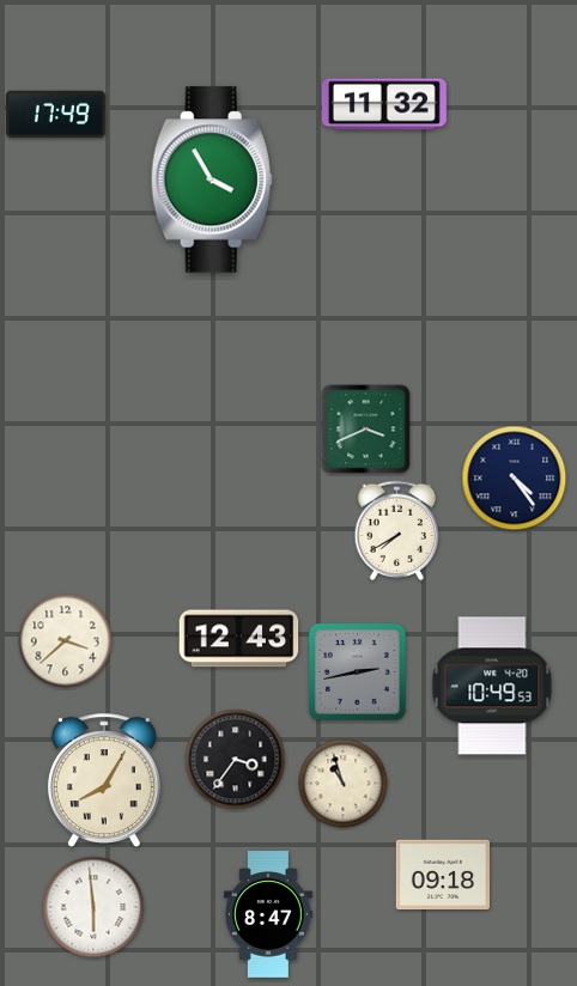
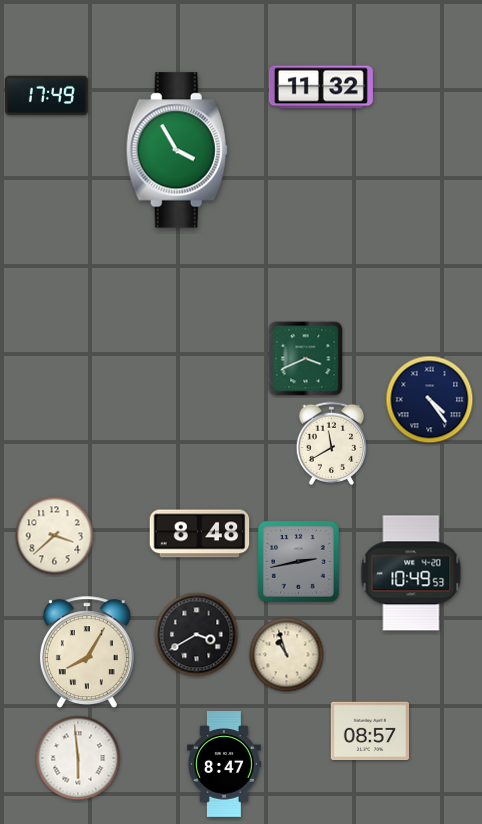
clock at (397, 531): 7:40 -> 11:40
clock at (239, 639): 12:43 -> 8:48
clock at (236, 760): 3:36 -> 3:40
clock at (442, 875): 09:18 -> 08:57
